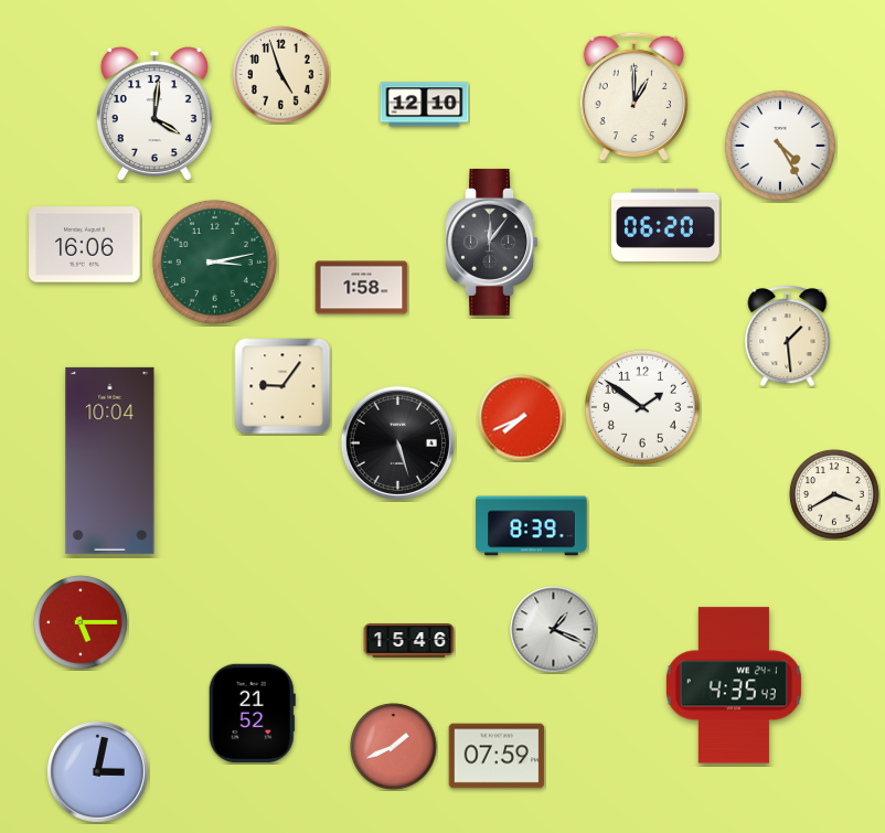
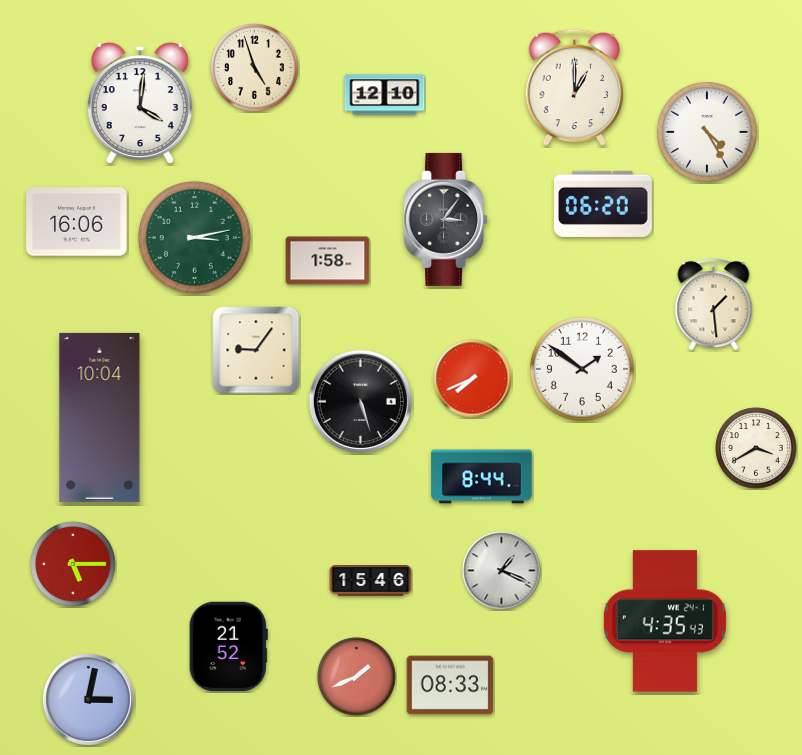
clock at (492, 242): 12:06 -> 3:06
clock at (532, 526): 8:39 -> 8:44
clock at (497, 756): 07:59 -> 08:33
